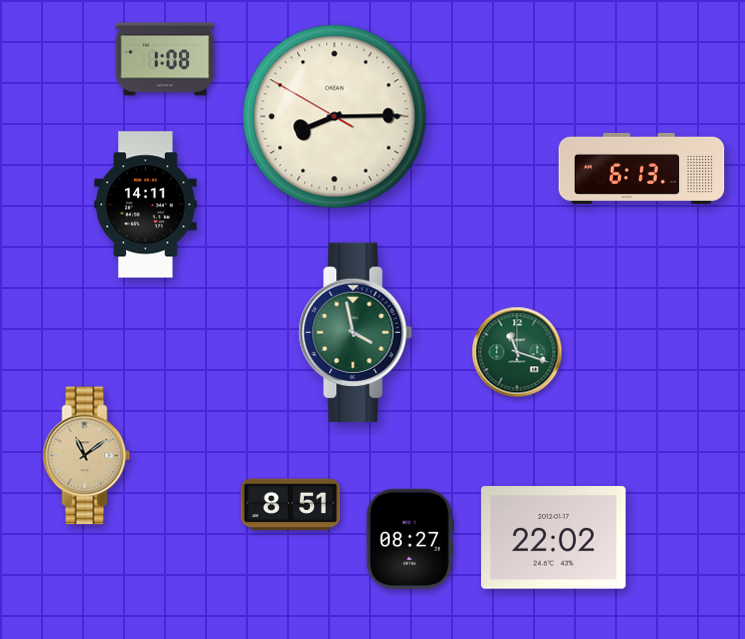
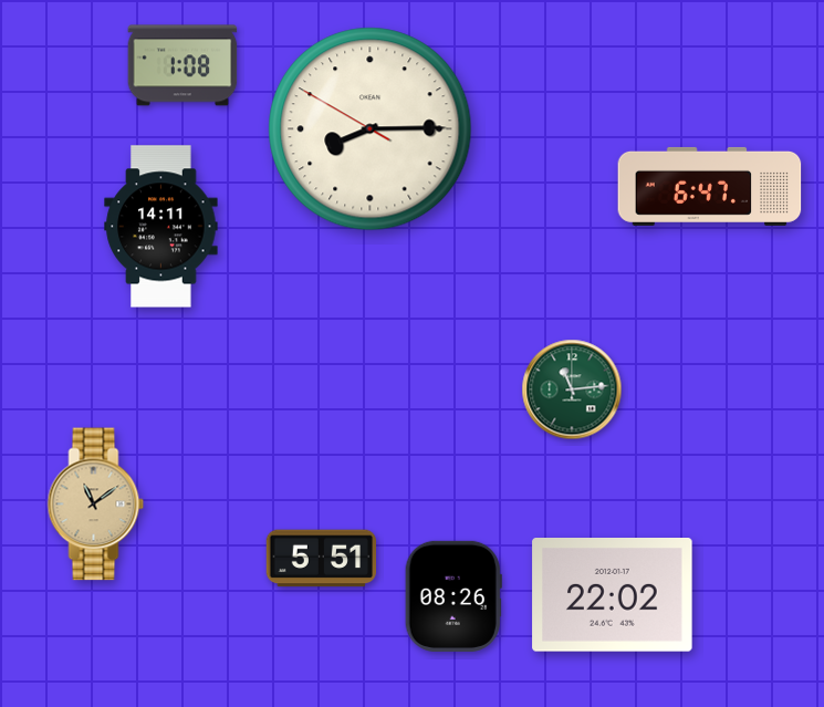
clock at (642, 168): 6:13 -> 6:47
clock at (356, 333): 3:58 -> none
clock at (517, 352): 11:18 -> 11:14
clock at (290, 505): 8:51 -> 5:51
clock at (410, 539): 08:27 -> 08:26
